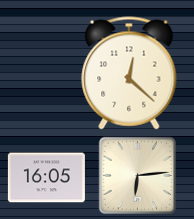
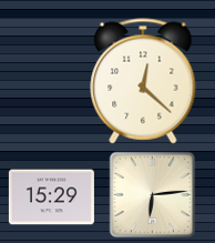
clock at (46, 178): 16:05 -> 15:29
